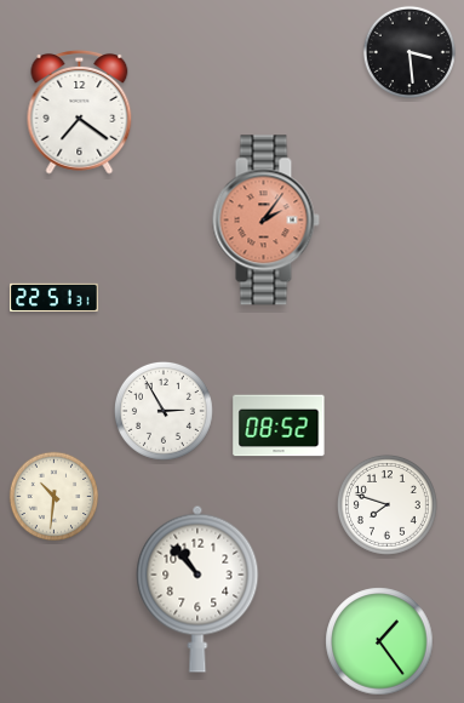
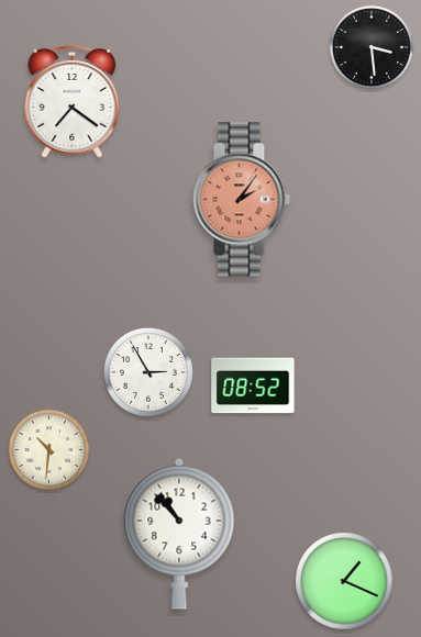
clock at (55, 297): 22:51 -> none
clock at (386, 504): 7:48 -> none
clock at (379, 641): 1:24 -> 1:19
